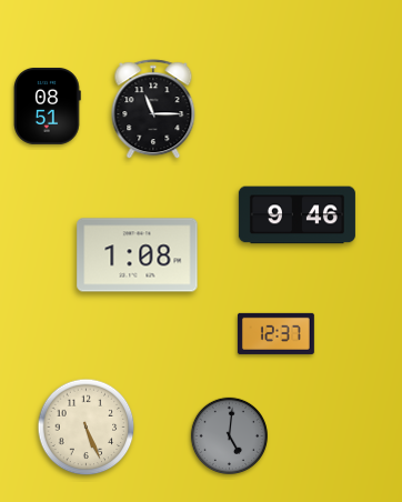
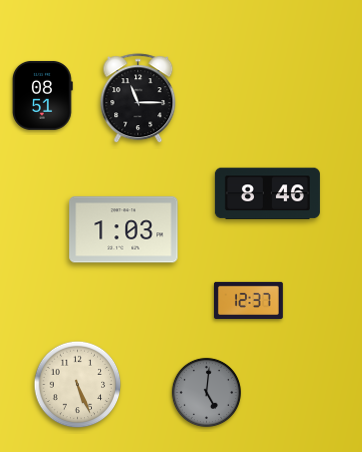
clock at (297, 215): 9:46 -> 8:46
clock at (138, 255): 1:08 -> 1:03
